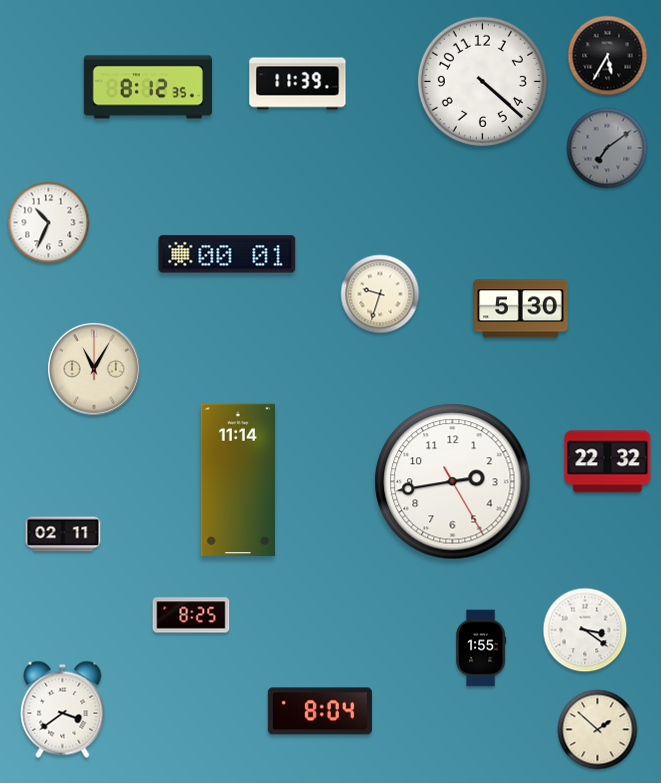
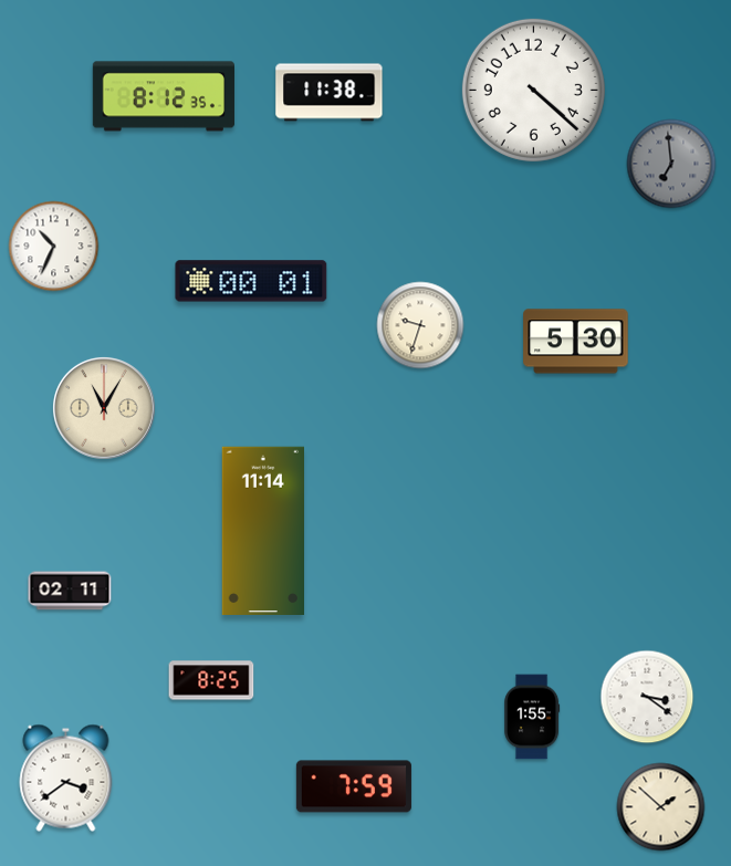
clock at (608, 56): 5:35 -> none
clock at (298, 84): 11:39 -> 11:38
clock at (607, 148): 7:09 -> 6:59
clock at (608, 462): 22:32 -> none
clock at (453, 482): 2:43 -> none
clock at (63, 709) position: (63, 709) -> (66, 778)
clock at (320, 711): 8:04 -> 7:59
